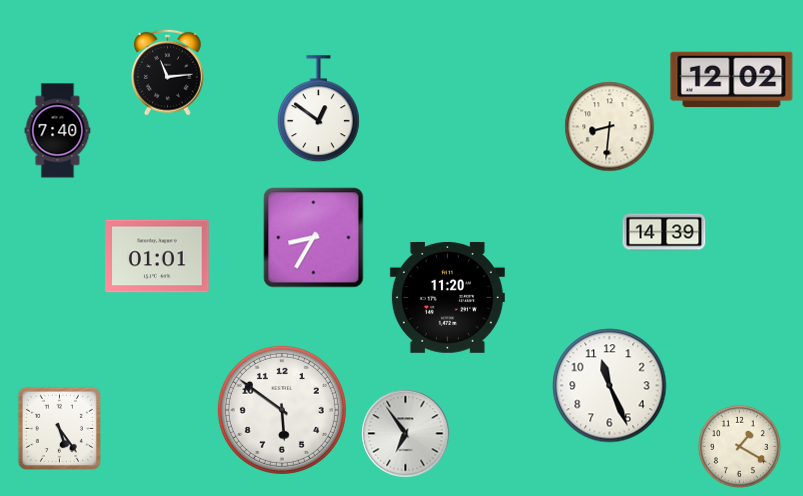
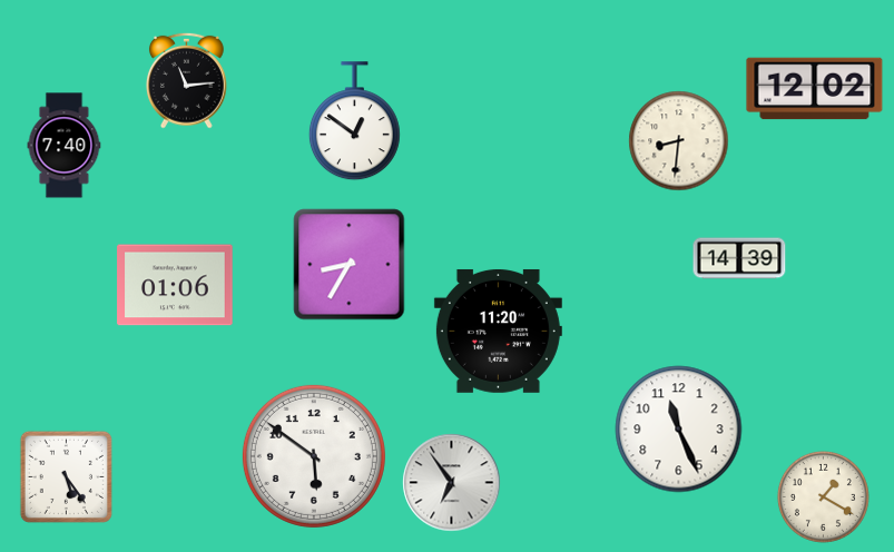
clock at (157, 256): 01:01 -> 01:06
